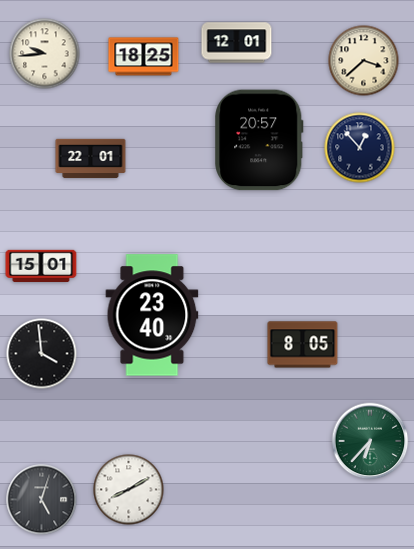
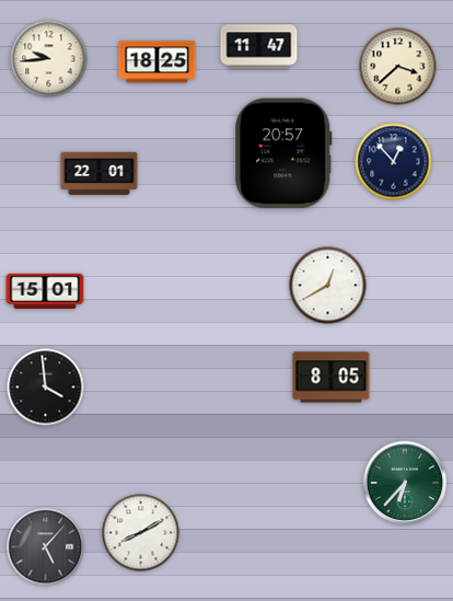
clock at (237, 43): 12:01 -> 11:47
clock at (328, 286): none -> 12:40
clock at (152, 315): 23:40 -> none
clock at (129, 490) position: (129, 490) -> (141, 533)
clock at (42, 500): 5:03 -> 5:07
